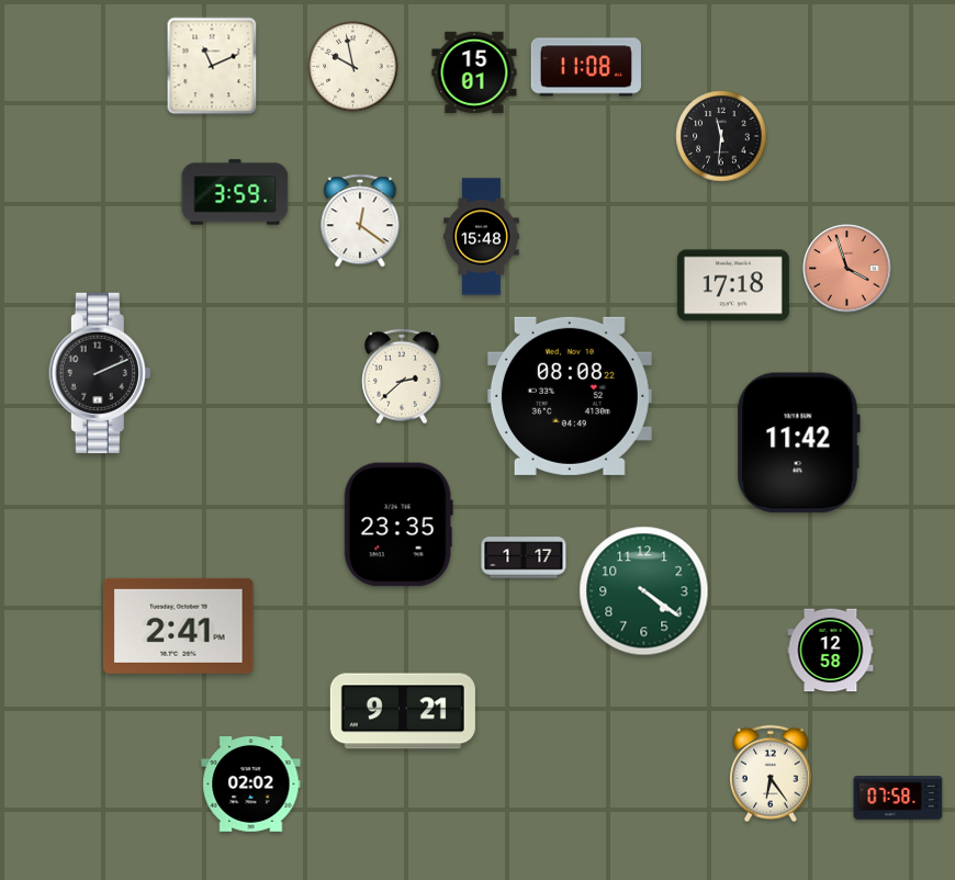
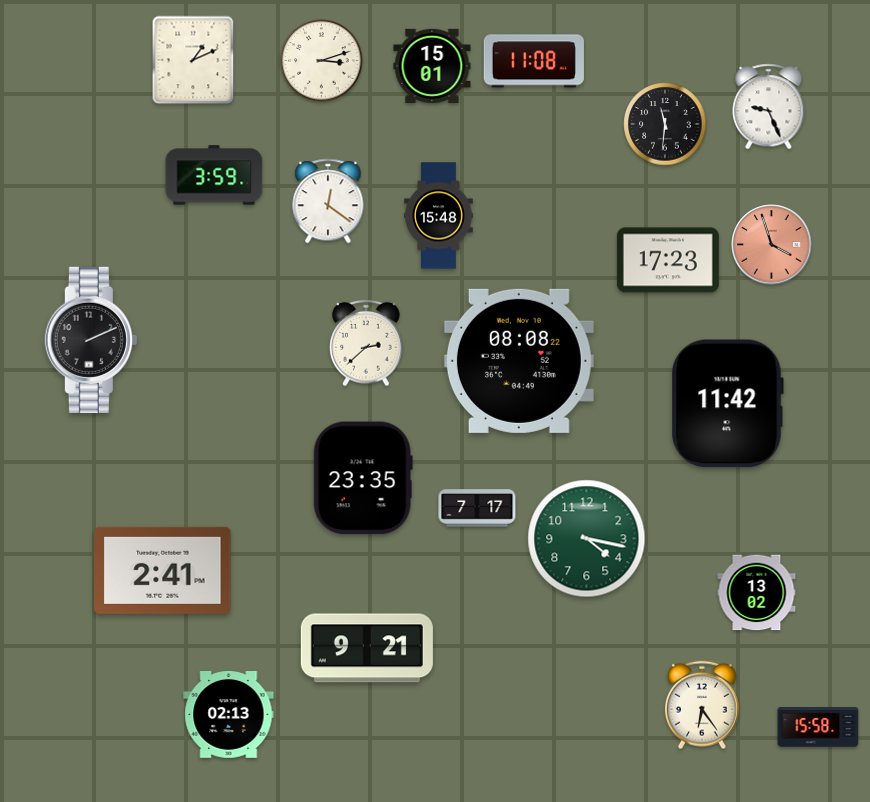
clock at (212, 66): 11:11 -> 1:11
clock at (353, 67): 9:58 -> 3:12
clock at (769, 107): none -> 9:26
clock at (721, 136) position: (721, 136) -> (665, 124)
clock at (733, 285): 17:18 -> 17:23
clock at (524, 557): 1:17 -> 7:17
clock at (644, 591): 4:21 -> 4:17
clock at (831, 651): 12:58 -> 13:02
clock at (251, 785): 02:02 -> 02:13
clock at (898, 798): 07:58 -> 15:58
